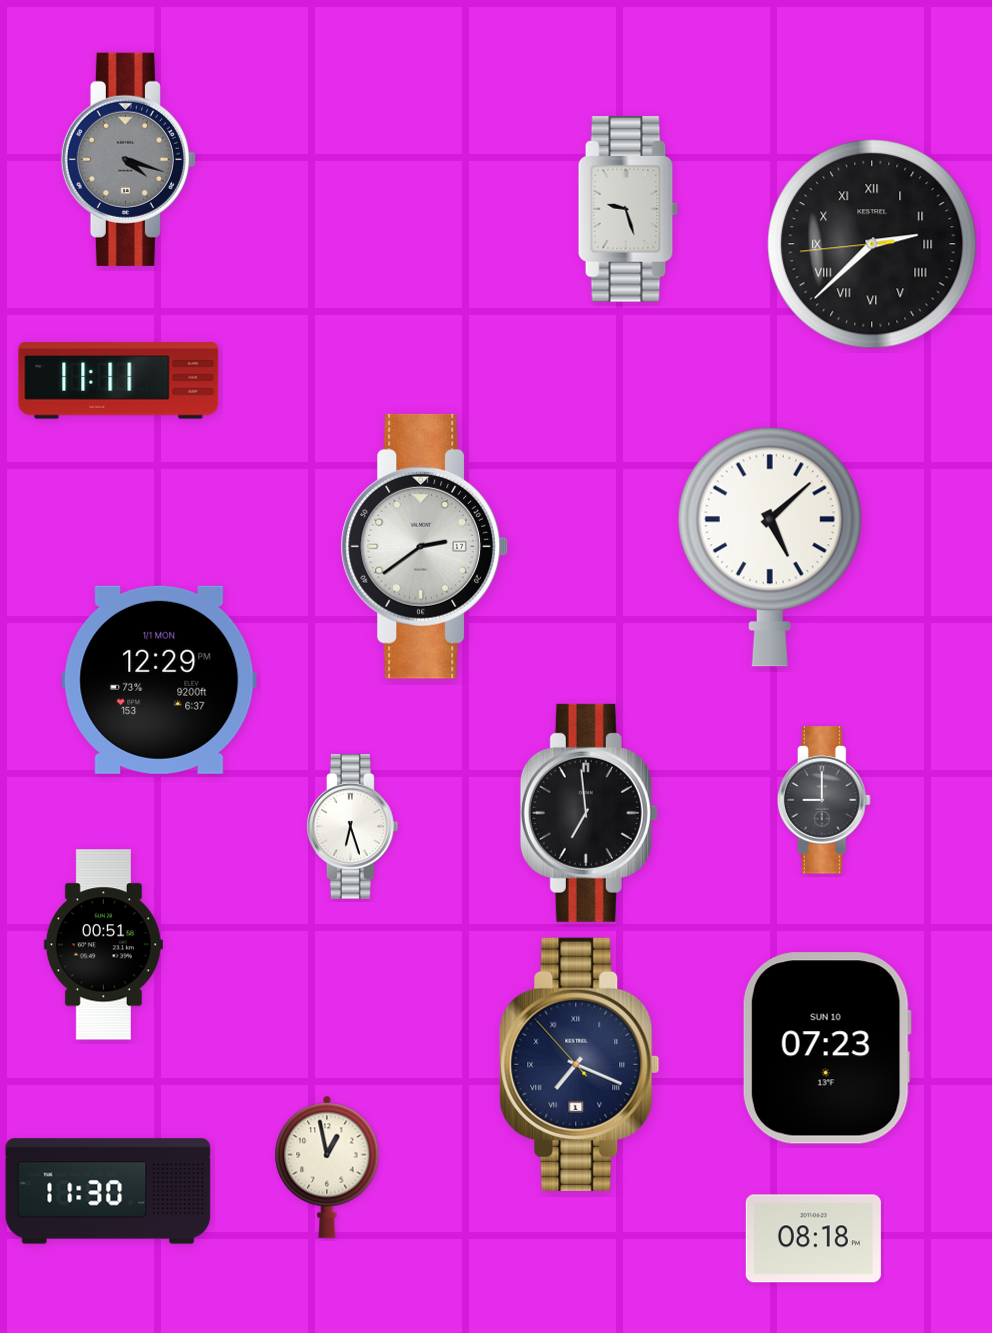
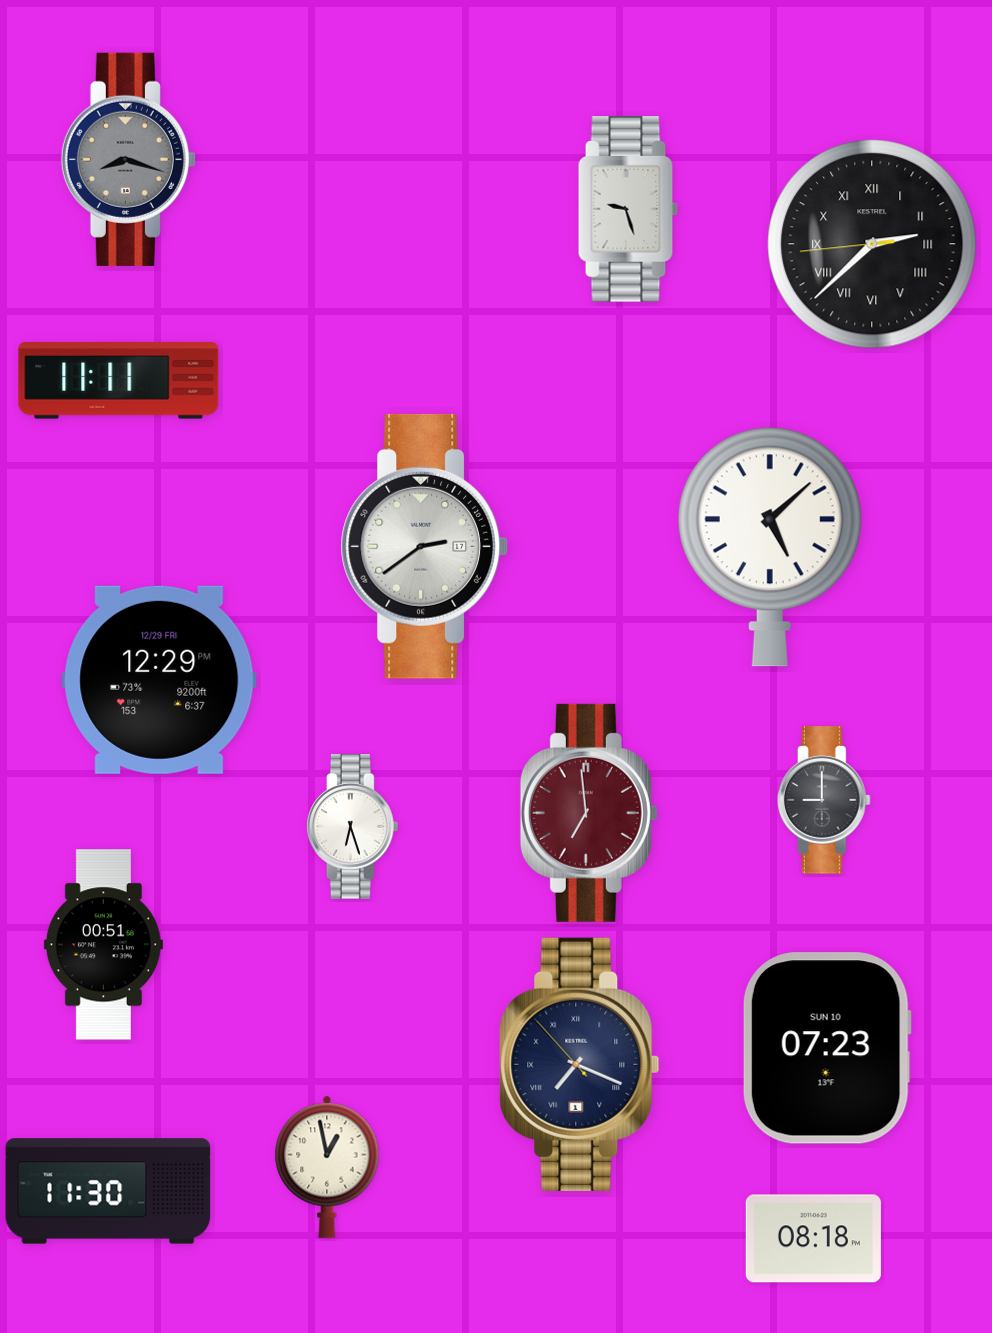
clock at (128, 159): 4:18 -> 8:18
clock at (159, 680) date: 1/1 MON -> 12/29 FRI
clock at (589, 813) dial: black -> burgundy
